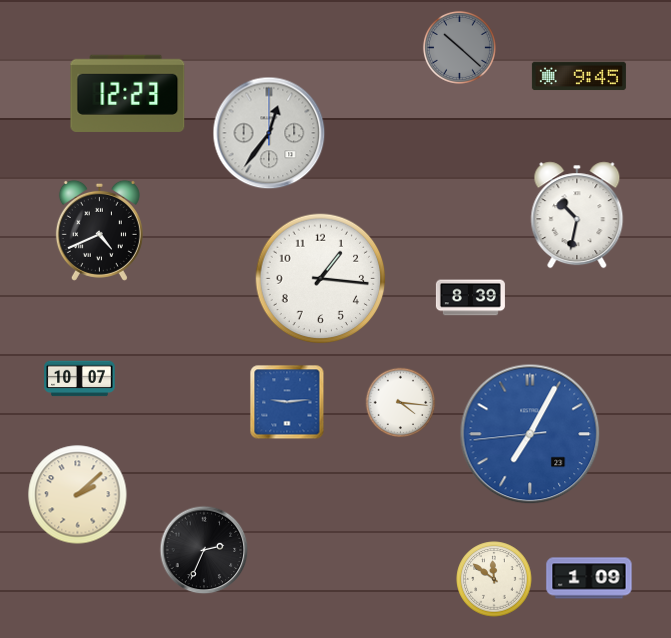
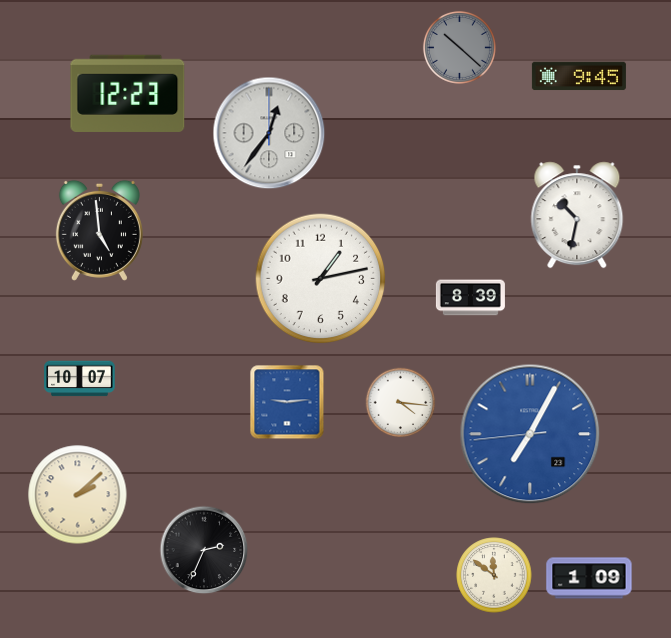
clock at (99, 230): 4:41 -> 4:59
clock at (321, 279): 1:16 -> 1:13
clock at (494, 579) position: (494, 579) -> (494, 575)
